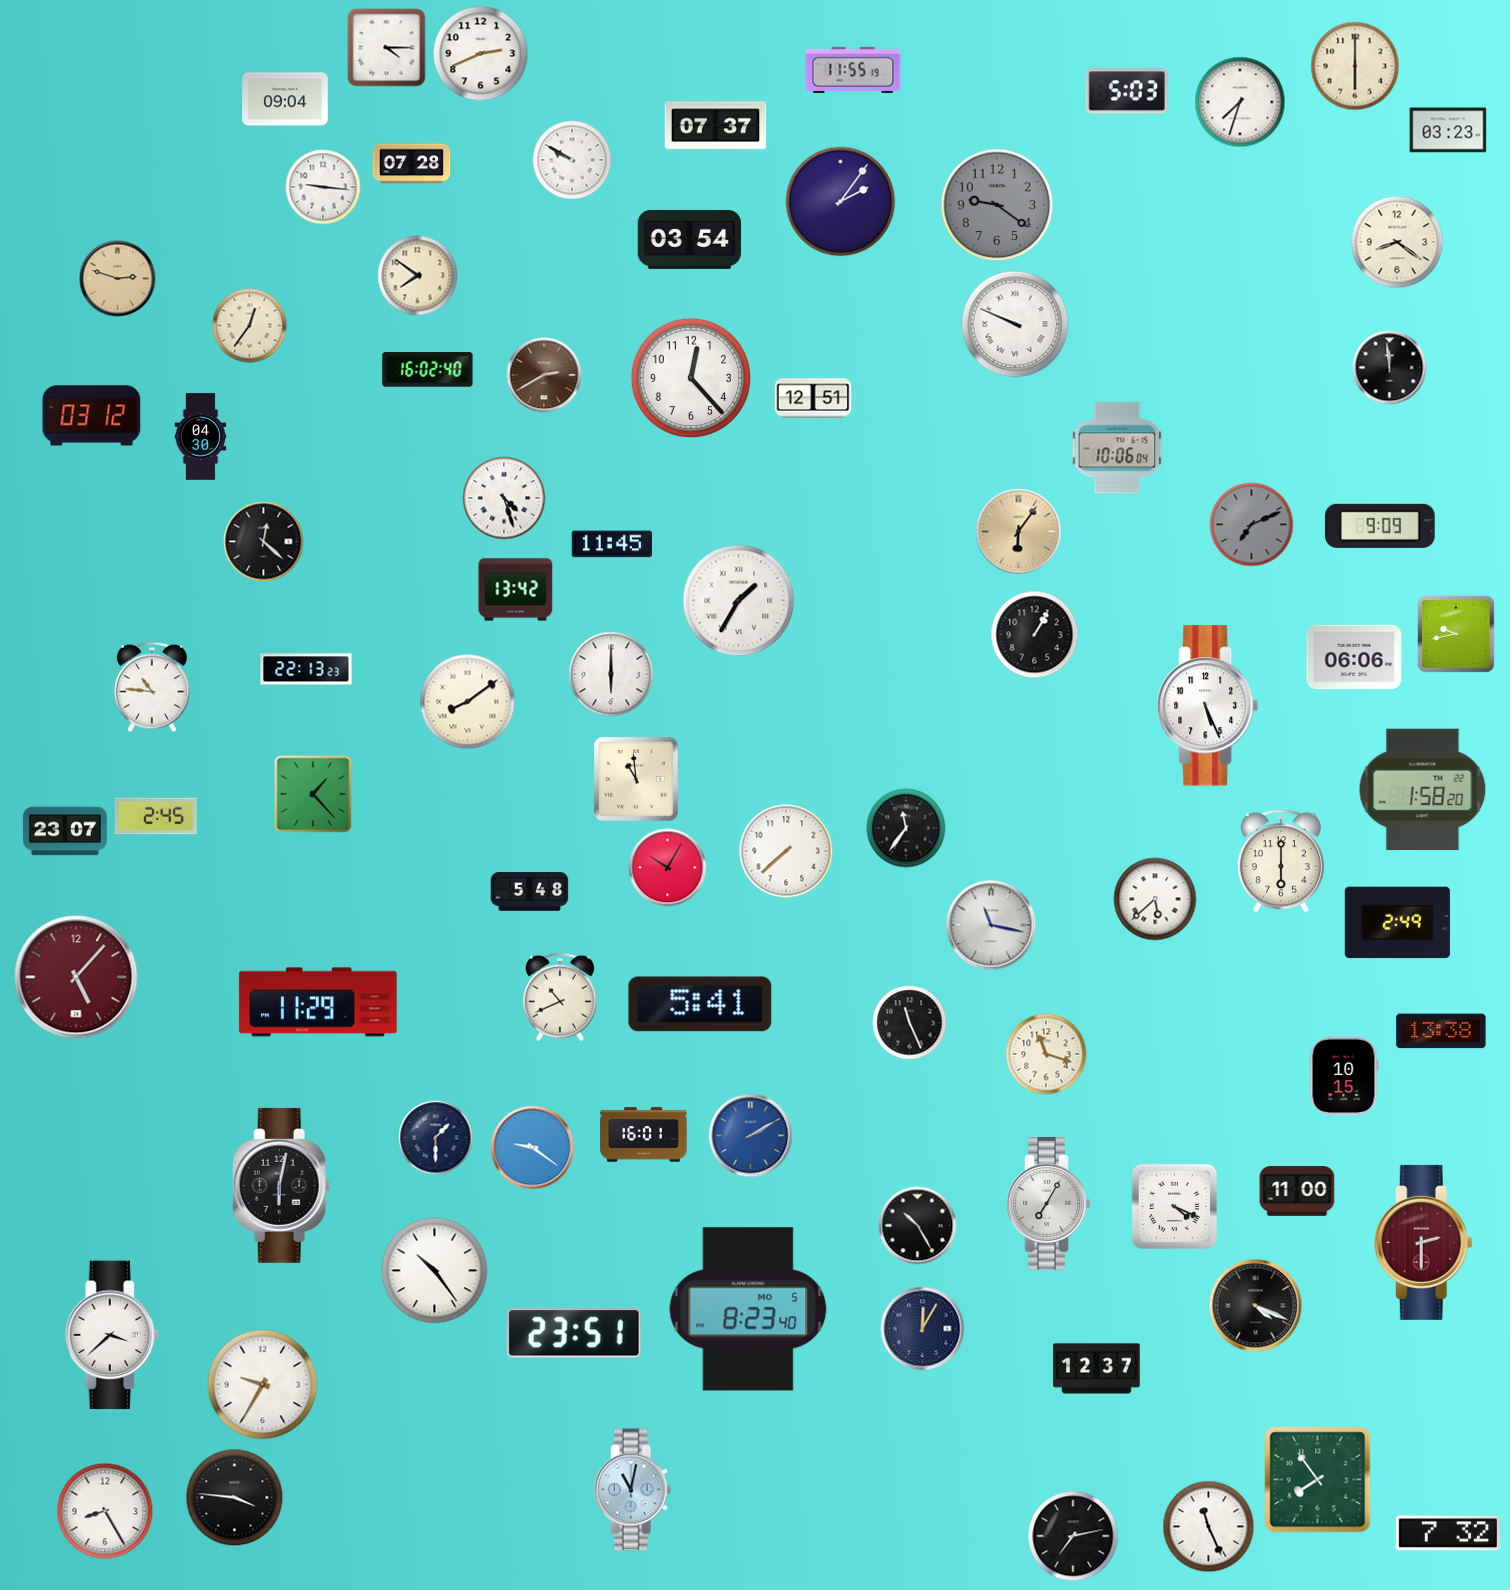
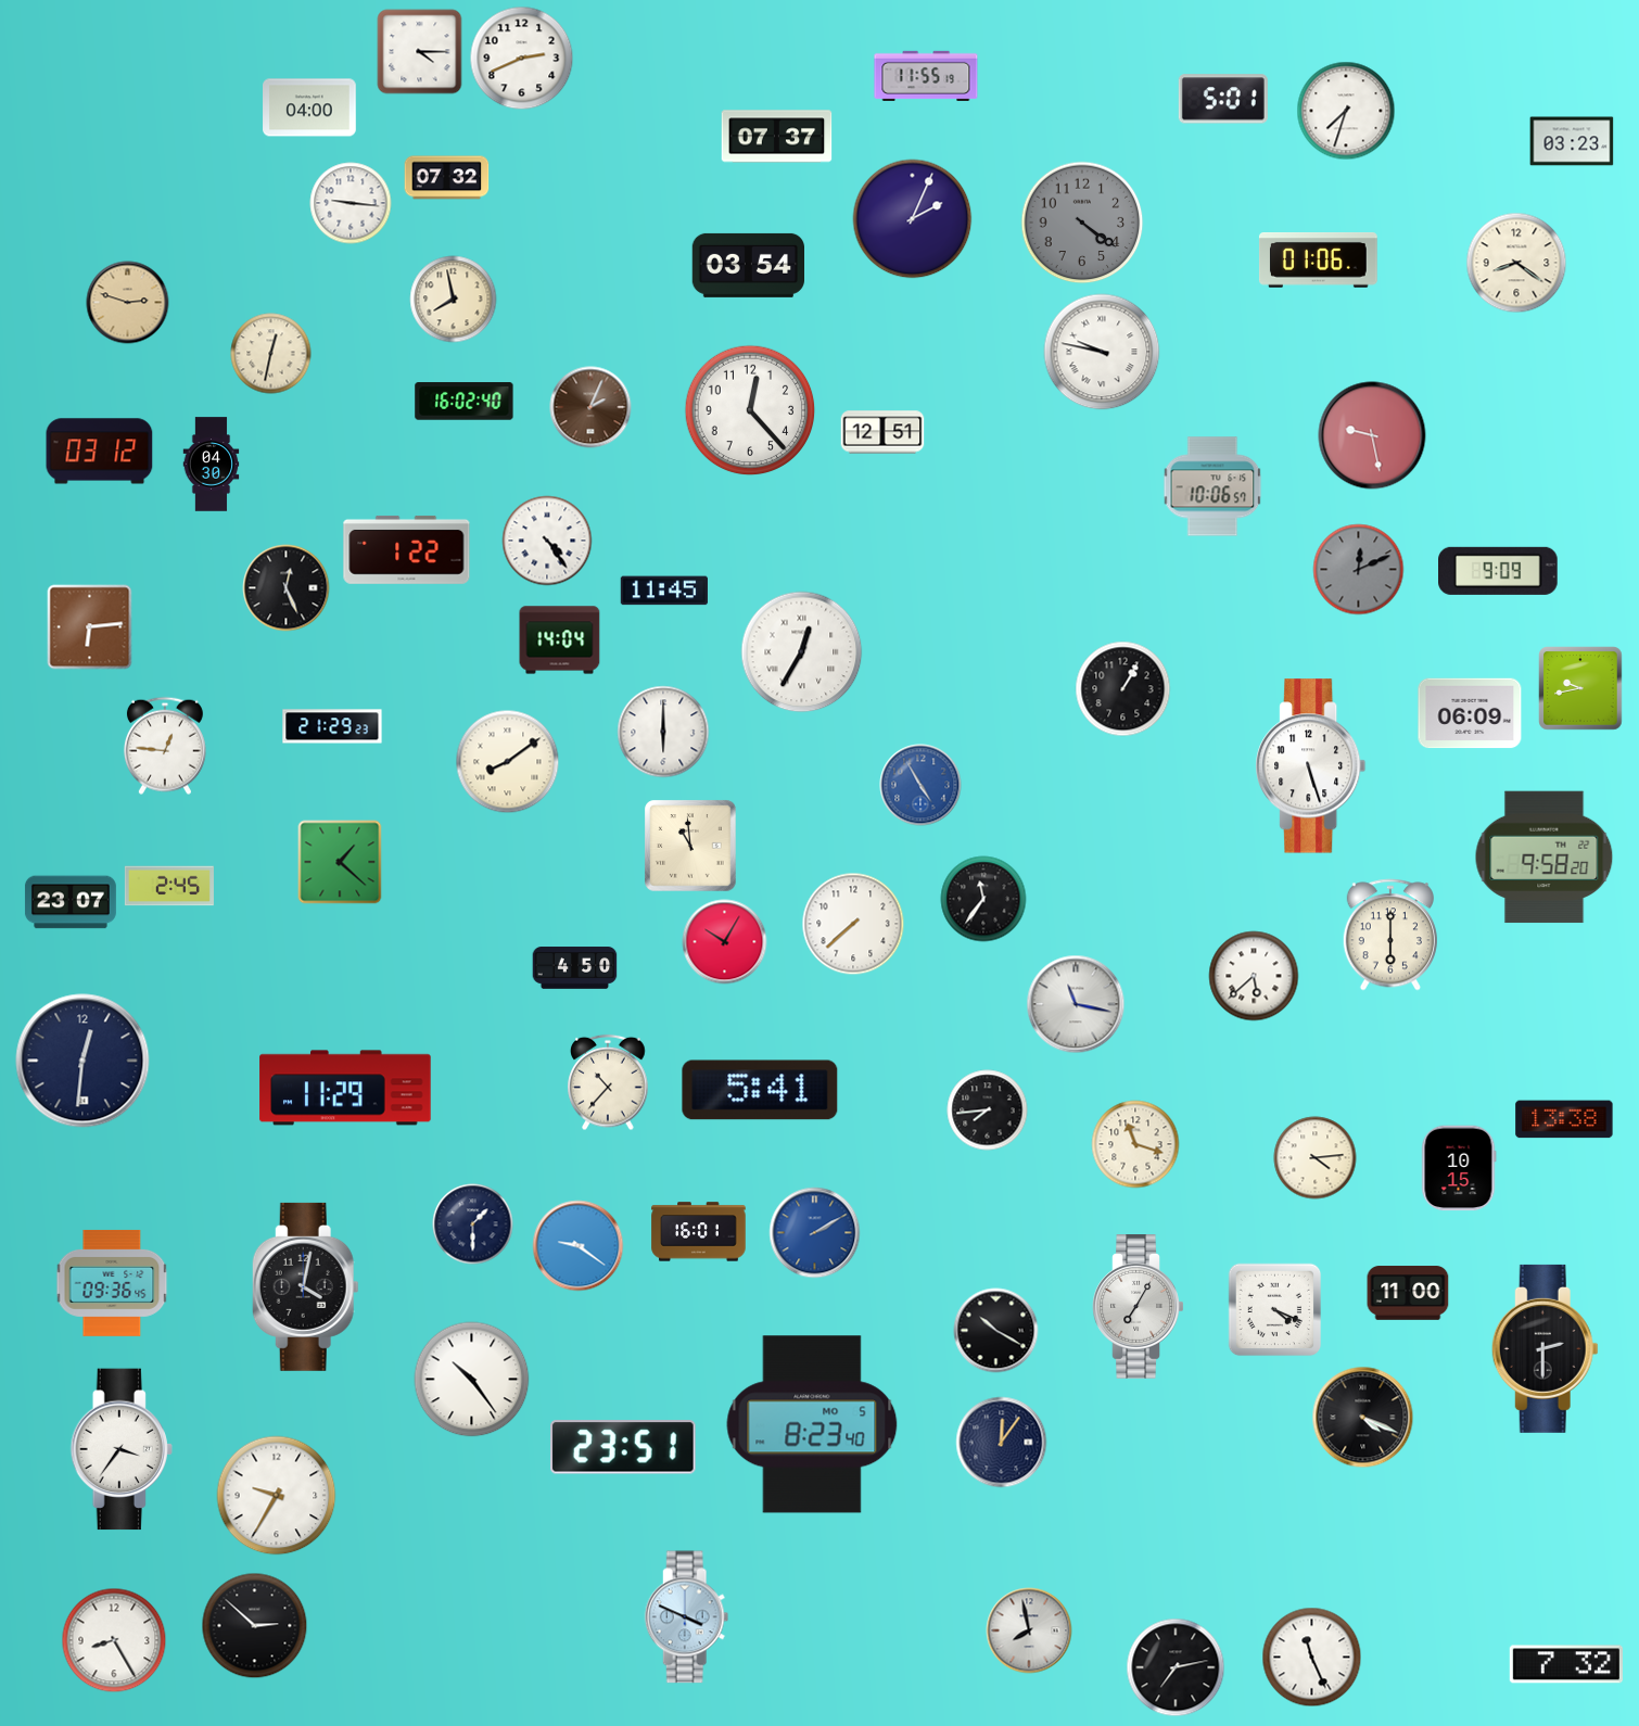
clock at (1355, 66): 6:00 -> none
clock at (1127, 91): 5:03 -> 5:01
clock at (285, 99): 09:04 -> 04:00
clock at (572, 160): 9:50 -> none
clock at (412, 164): 07:28 -> 07:32
clock at (841, 202): 2:06 -> 2:04
clock at (997, 205): 9:21 -> 4:21
clock at (689, 239) position: (689, 239) -> (748, 265)
clock at (1318, 261): none -> 01:06
clock at (418, 276): 7:51 -> 7:58
clock at (1015, 324): 9:49 -> 9:47
clock at (250, 326): 12:36 -> 12:32
clock at (1390, 368): 11:59 -> none
clock at (544, 375): 2:40 -> 2:04
clock at (1372, 435): none -> 9:28
clock at (201, 437) position: (201, 437) -> (212, 465)
clock at (1117, 448): 10:06:04 -> 10:06:57
clock at (504, 498): 4:27 -> 4:24
clock at (407, 549): none -> 1:22
clock at (1252, 525): 7:11 -> 12:11
clock at (1019, 532): 6:06 -> none
clock at (264, 542): 12:22 -> 12:26
clock at (90, 627): none -> 6:14
clock at (516, 590): 13:42 -> 14:04
clock at (739, 601): 1:35 -> 12:35
clock at (1354, 657): 06:06 -> 06:09
clock at (306, 669): 22:13 -> 21:29
clock at (152, 687): 10:46 -> 12:46
clock at (1208, 706): 5:26 -> 5:27
clock at (920, 785): none -> 4:55
clock at (1423, 790): 1:58 -> 9:58
clock at (313, 794): 1:23 -> 1:22
clock at (530, 892): 5:48 -> 4:50
clock at (1397, 923): 2:49 -> none
clock at (76, 977): 5:07 -> 12:31
clock at (76, 977) dial: burgundy -> navy
clock at (560, 997): 10:41 -> 10:37
clock at (910, 1023): 11:26 -> 7:44
clock at (1316, 1158): none -> 4:14
clock at (436, 1138) position: (436, 1138) -> (473, 1224)
clock at (112, 1283): none -> 09:36
clock at (281, 1185): 6:02 -> 4:02
clock at (918, 1226): 10:25 -> 10:20
clock at (1423, 1242) dial: burgundy -> black
clock at (748, 1309) position: (748, 1309) -> (812, 1424)
clock at (923, 1329): 12:05 -> 12:06
clock at (112, 1335): 3:38 -> 3:36
clock at (1097, 1369): 12:37 -> none
clock at (263, 1385) position: (263, 1385) -> (277, 1496)
clock at (1318, 1480): 7:54 -> none
clock at (633, 1490): 11:02 -> 3:49
clock at (235, 1498): 3:46 -> 2:52
clock at (1029, 1630): none -> 7:58
clock at (1448, 1533) position: (1448, 1533) -> (1566, 1664)
clock at (1073, 1536) position: (1073, 1536) -> (1176, 1667)
